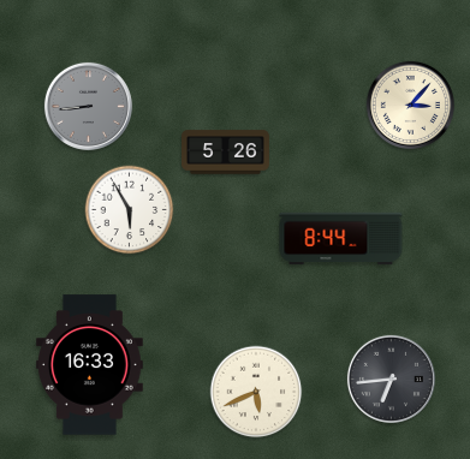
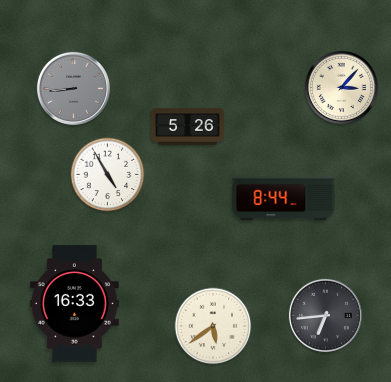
clock at (130, 210): 5:55 -> 4:55
clock at (256, 392): 5:41 -> 5:39
